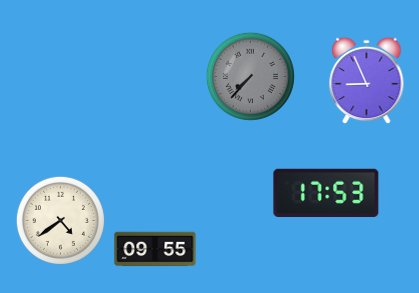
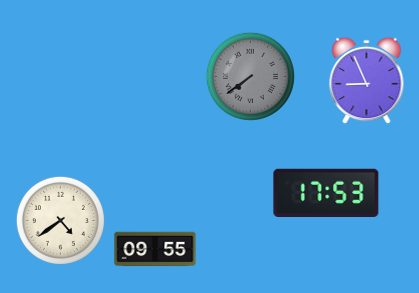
clock at (250, 76): 7:37 -> 7:39
